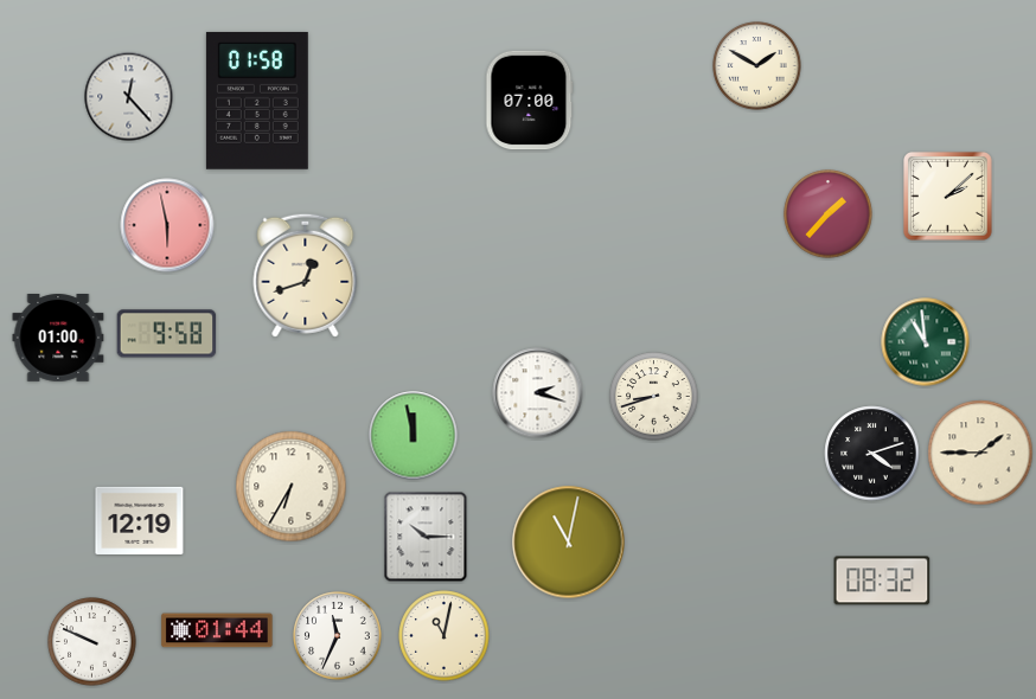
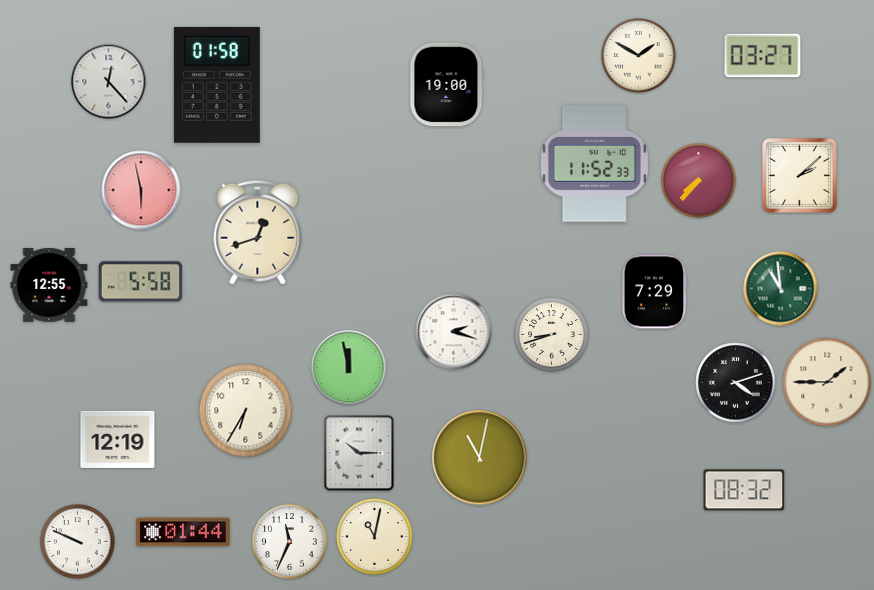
clock at (763, 56): none -> 03:27
clock at (530, 101): 07:00 -> 19:00
clock at (594, 164): none -> 11:52
clock at (948, 197) position: (948, 197) -> (800, 176)
clock at (829, 214): 1:37 -> 7:37
clock at (167, 334): 9:58 -> 5:58
clock at (58, 339): 01:00 -> 12:55
clock at (655, 292): none -> 7:29
clock at (338, 636) position: (338, 636) -> (290, 542)
